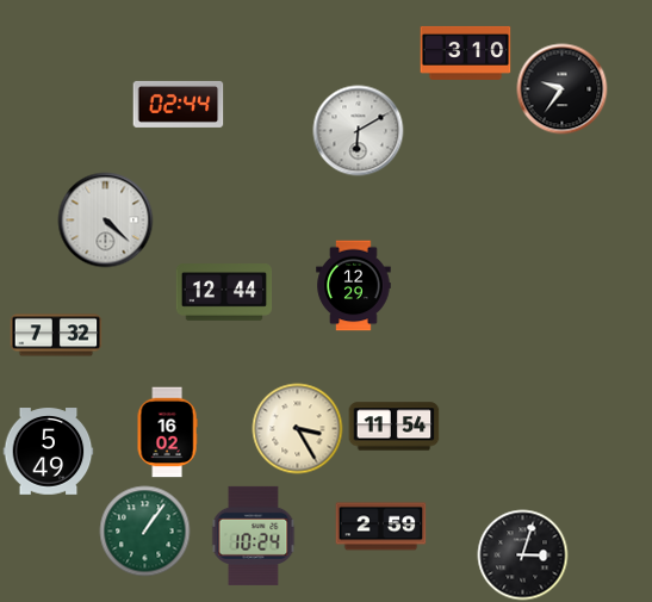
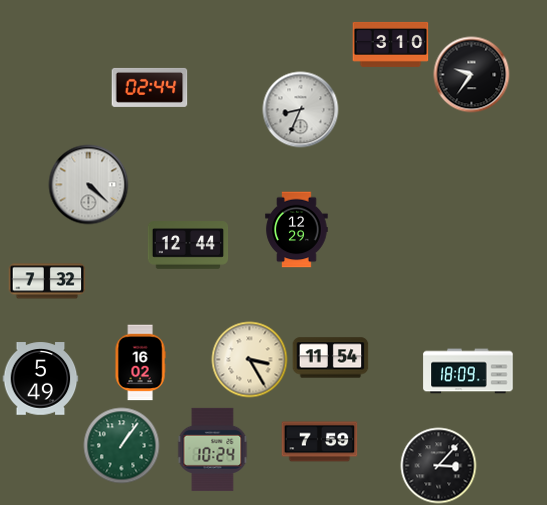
clock at (359, 131): 6:10 -> 8:34
clock at (354, 286) position: (354, 286) -> (297, 230)
clock at (468, 371): none -> 18:09
clock at (381, 527): 2:59 -> 7:59
clock at (523, 556): 3:03 -> 3:07
